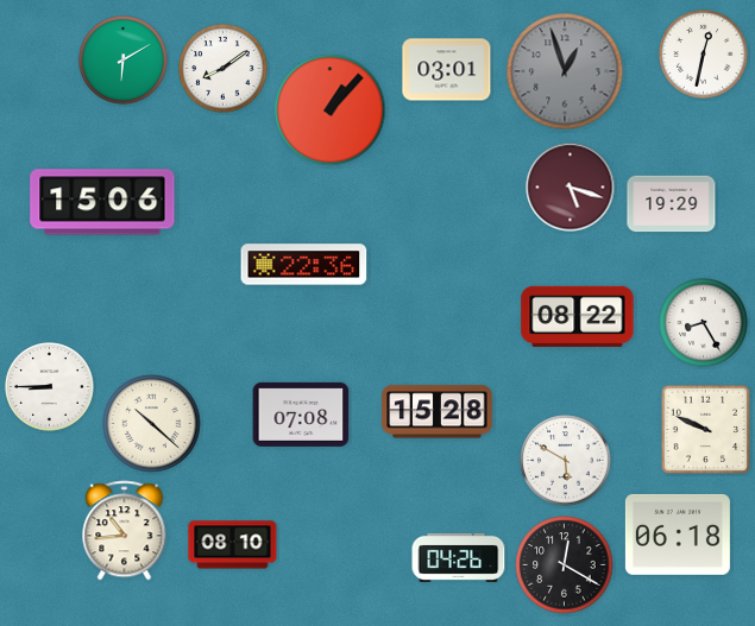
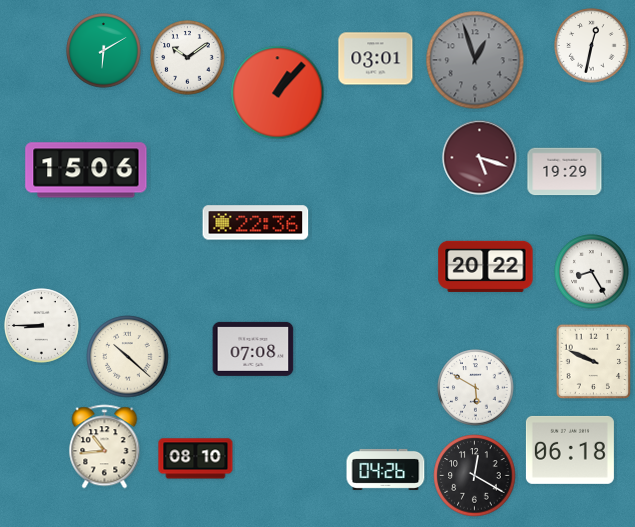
clock at (224, 69): 8:09 -> 10:09
clock at (578, 316): 08:22 -> 20:22
clock at (438, 412): 15:28 -> none
